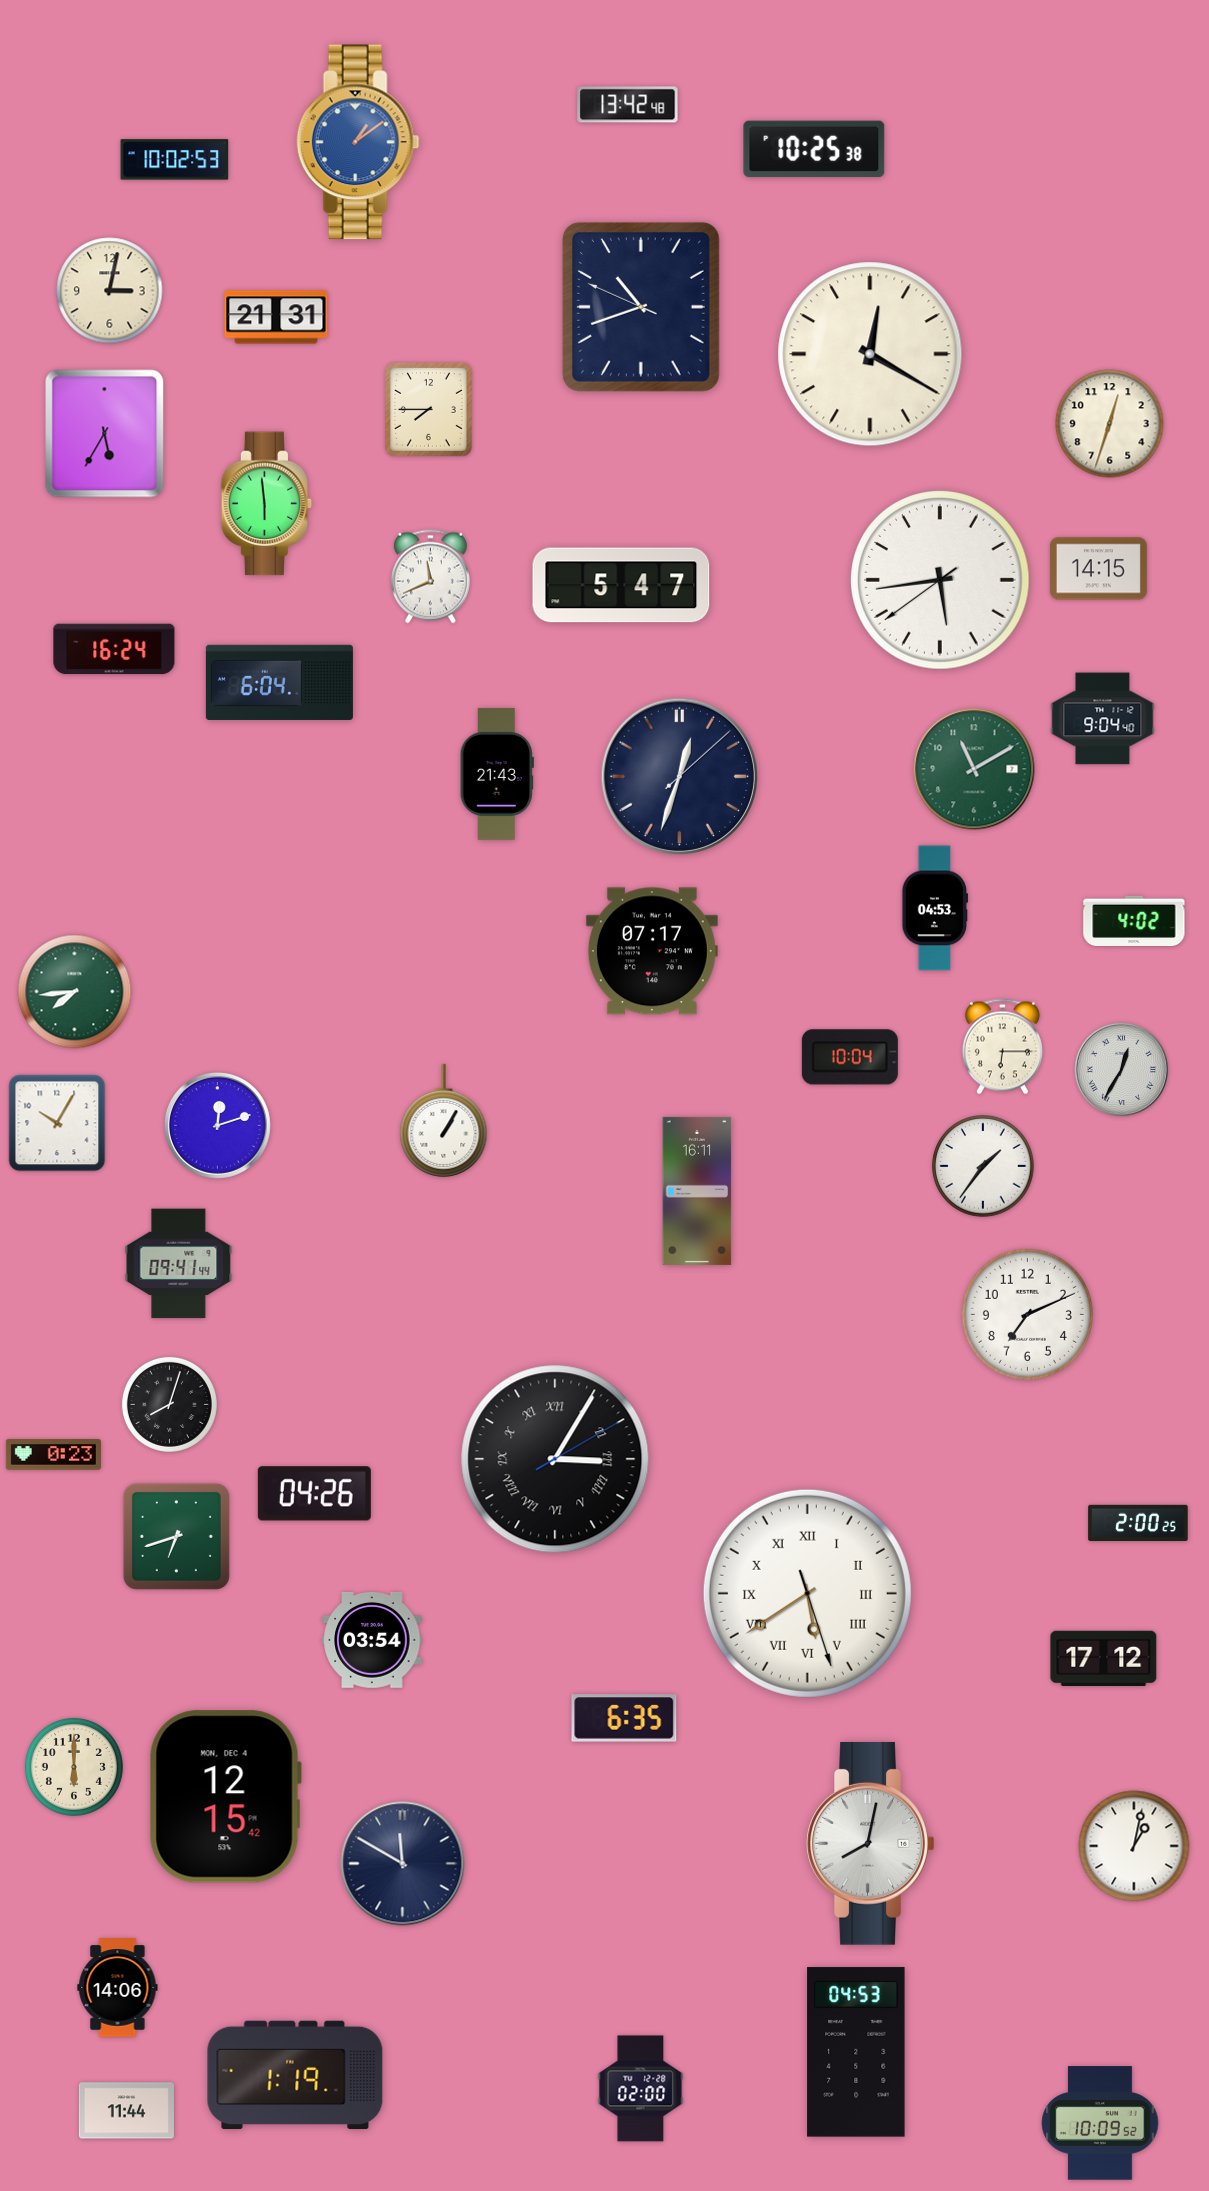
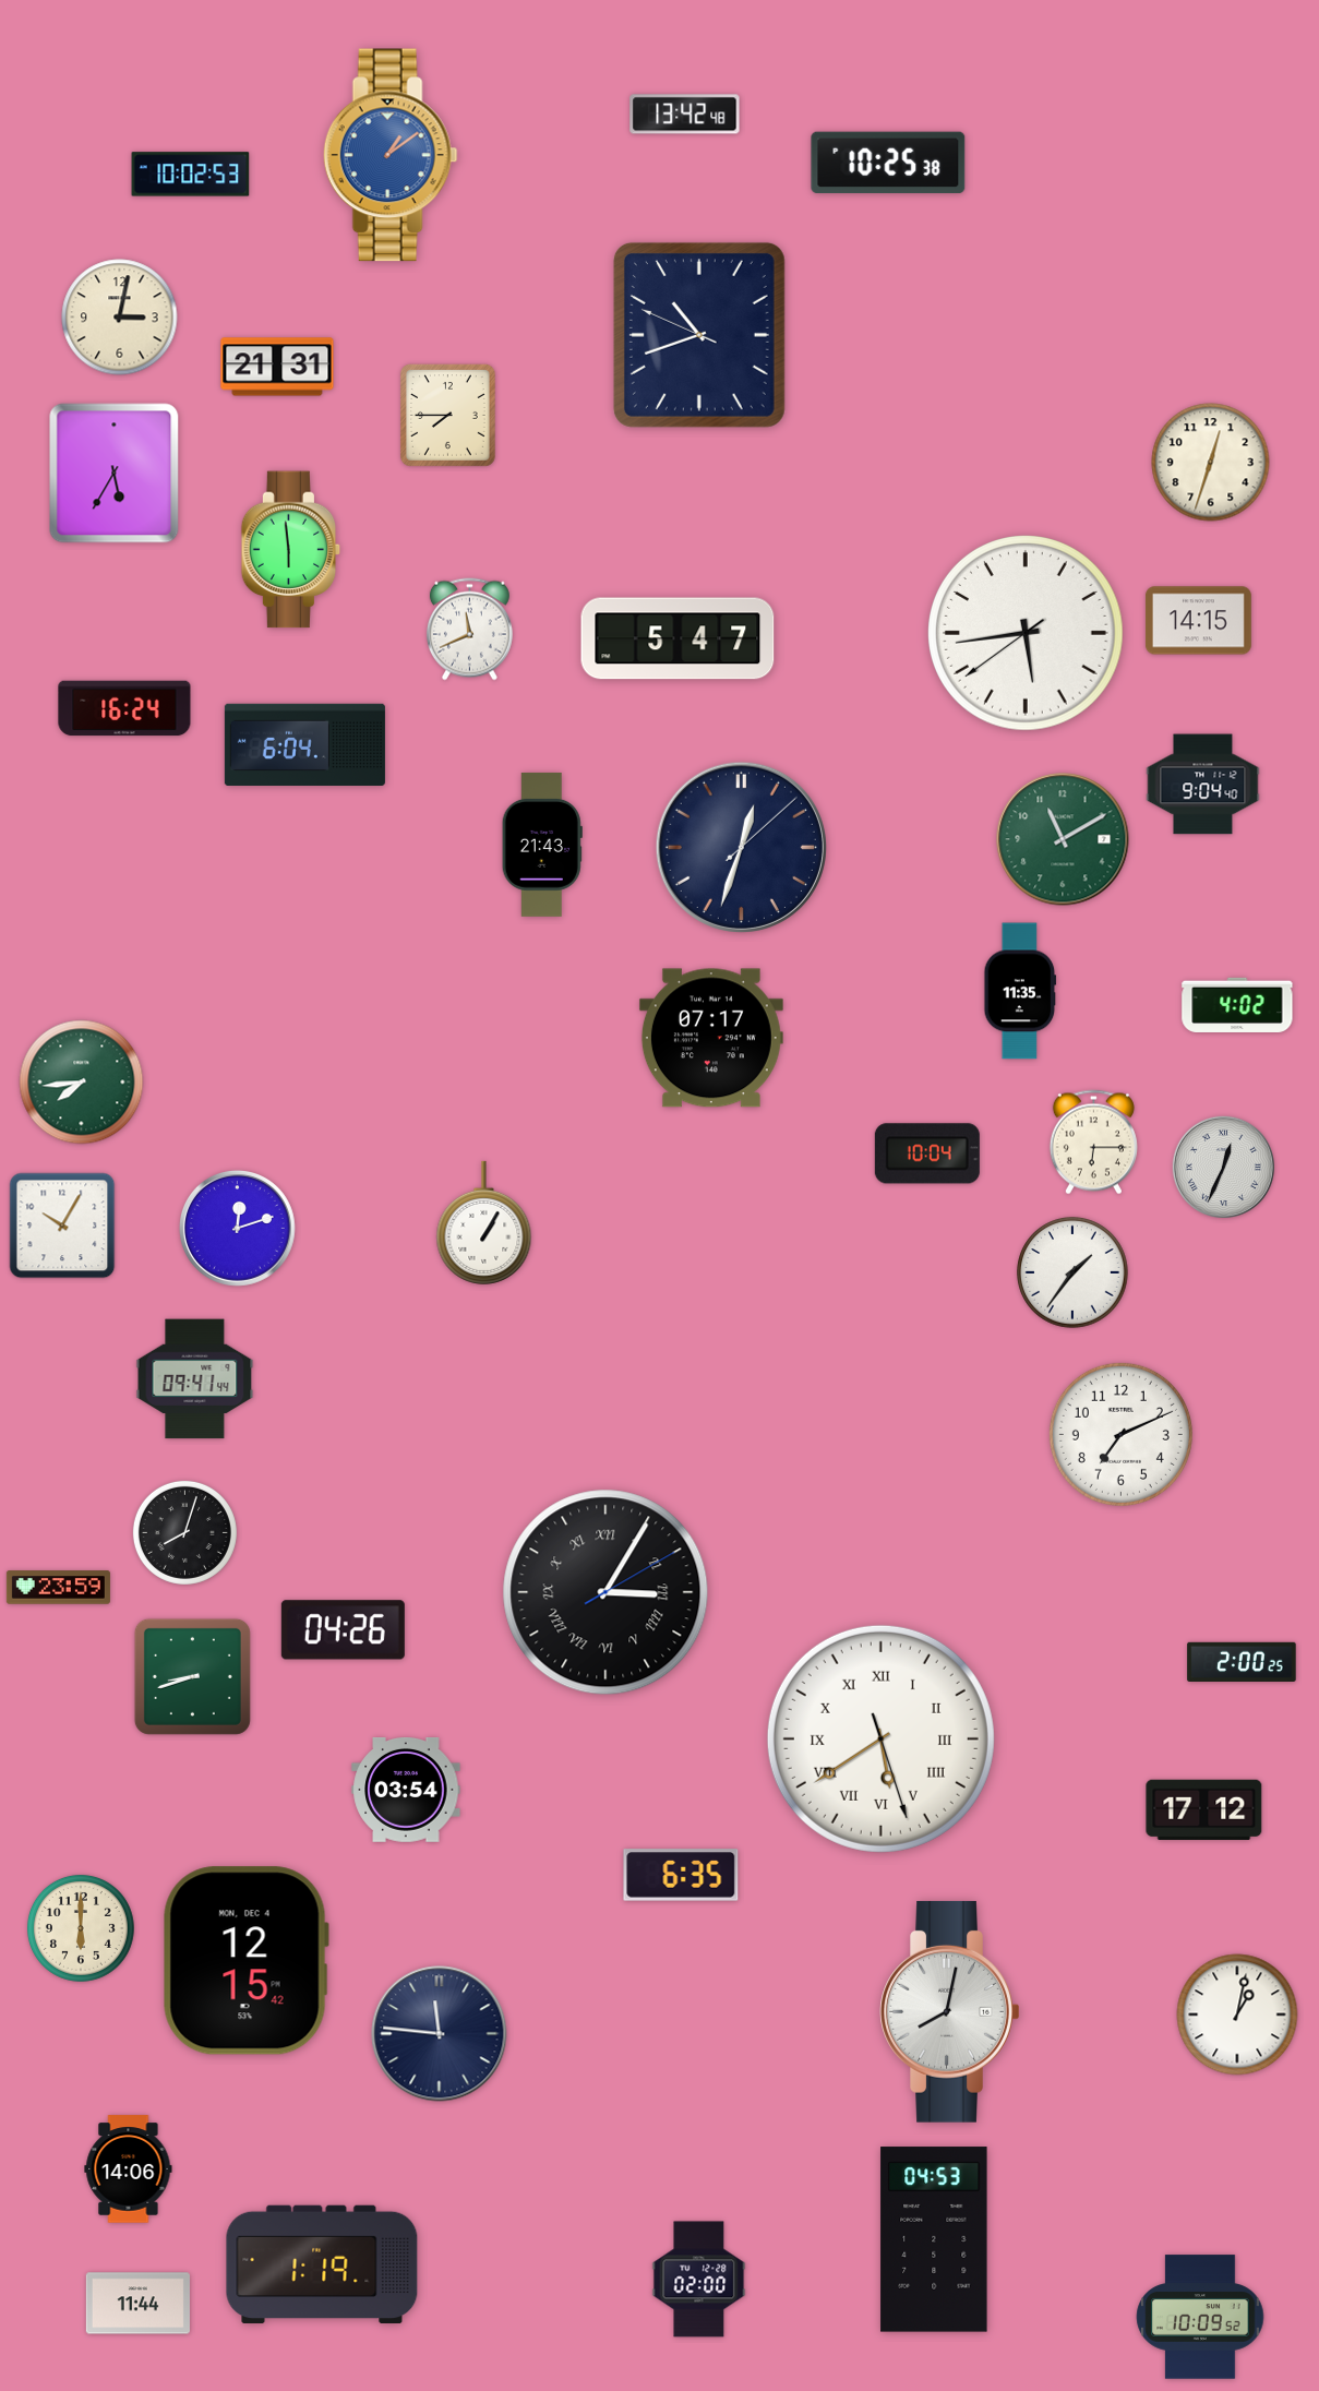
clock at (276, 317) position: (276, 317) -> (277, 367)
clock at (870, 354): 12:20 -> none
clock at (428, 409) position: (428, 409) -> (447, 415)
clock at (935, 908): 04:53 -> 11:35
clock at (1121, 1069): 12:35 -> 12:34
clock at (697, 1191): 16:11 -> none
clock at (53, 1455): 0:23 -> 23:59
clock at (176, 1536): 6:42 -> 8:42
clock at (403, 1864): 11:50 -> 11:46
